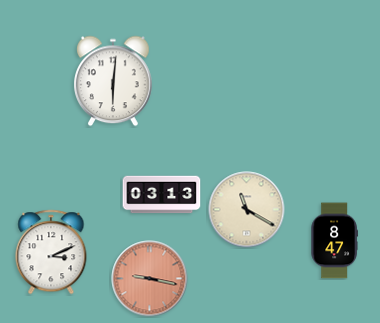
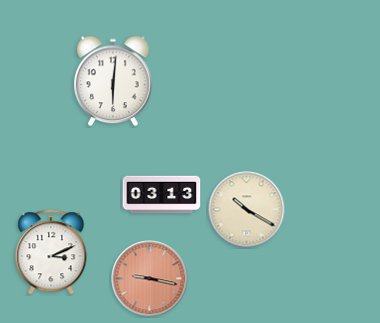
clock at (247, 210): 11:20 -> 10:20
clock at (334, 241): 8:47 -> none
